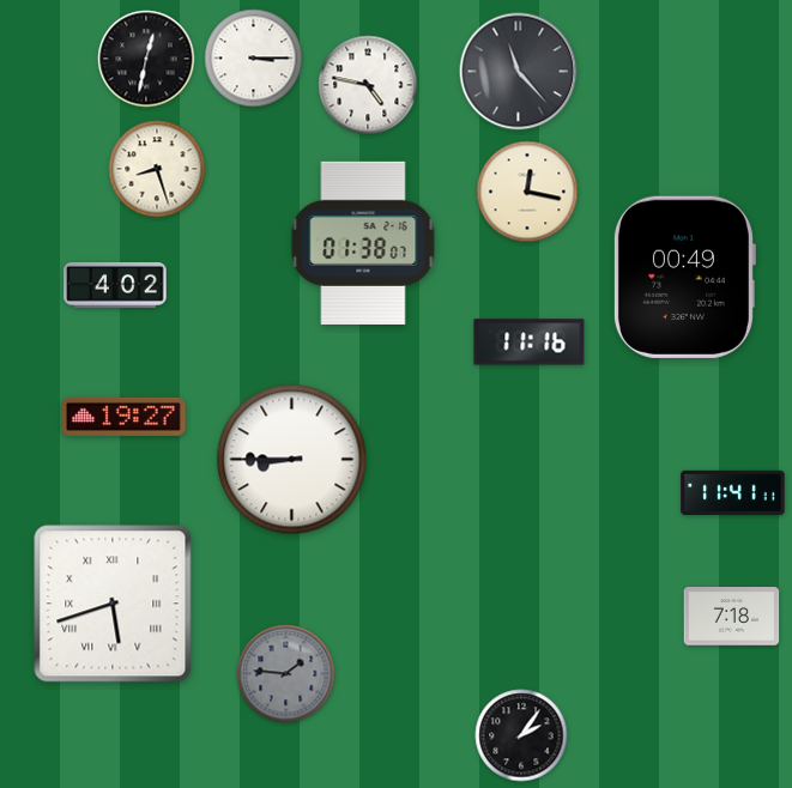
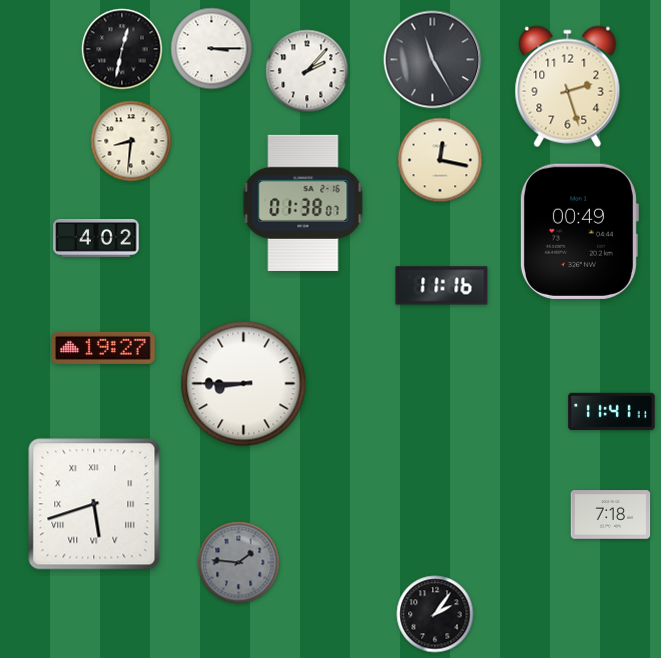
clock at (519, 72): 11:23 -> 11:25
clock at (368, 85): 4:47 -> 2:07
clock at (568, 87): none -> 2:27
clock at (157, 169): 8:27 -> 8:31
clock at (684, 277) position: (684, 277) -> (579, 231)
